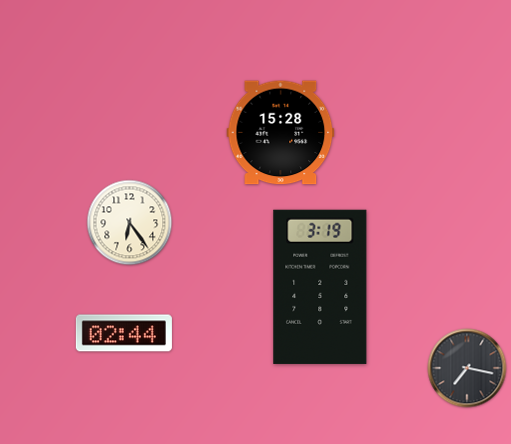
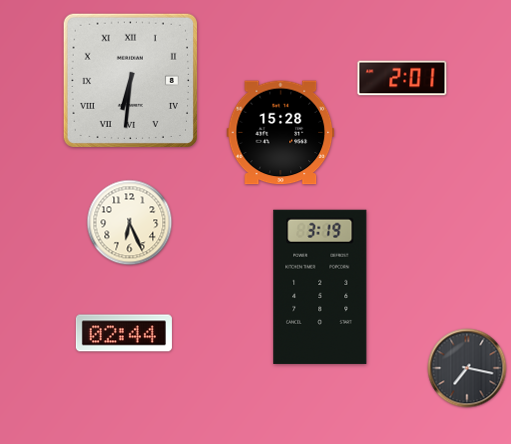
clock at (402, 78): none -> 2:01
clock at (130, 80): none -> 6:31
clock at (130, 223): 6:24 -> 6:26
